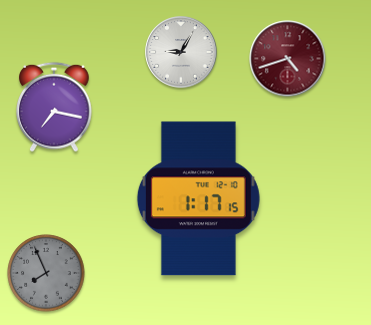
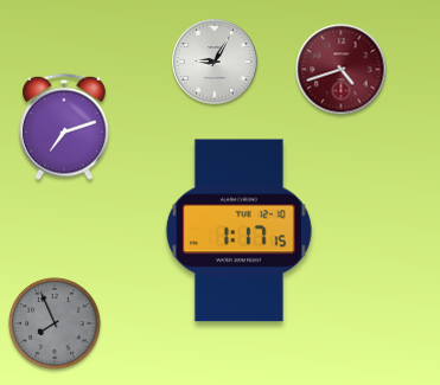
clock at (54, 107): 7:17 -> 7:12
clock at (198, 199) position: (198, 199) -> (238, 231)
